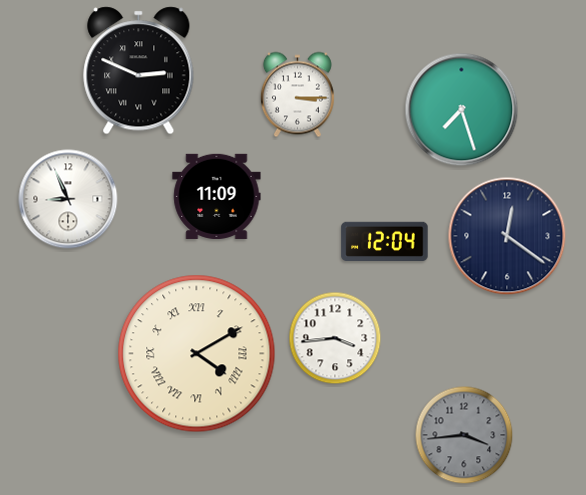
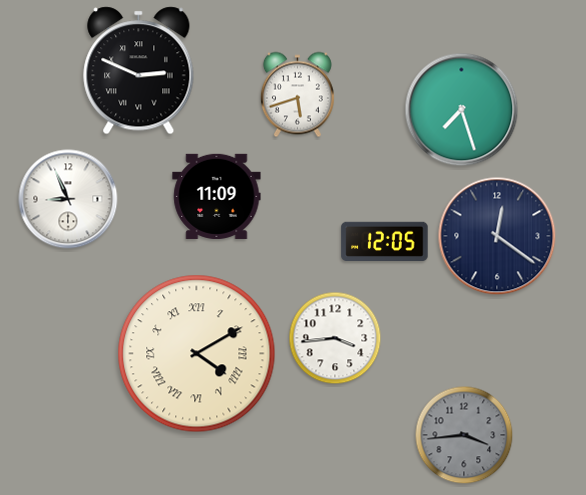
clock at (297, 95): 3:15 -> 5:42
clock at (507, 236) position: (507, 236) -> (497, 236)
clock at (385, 241): 12:04 -> 12:05
